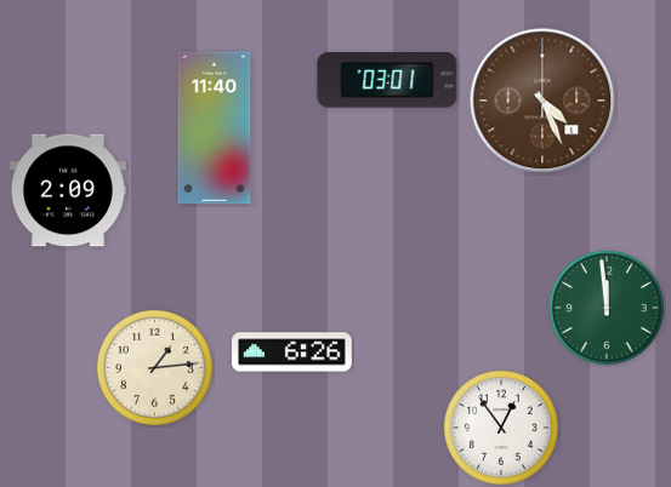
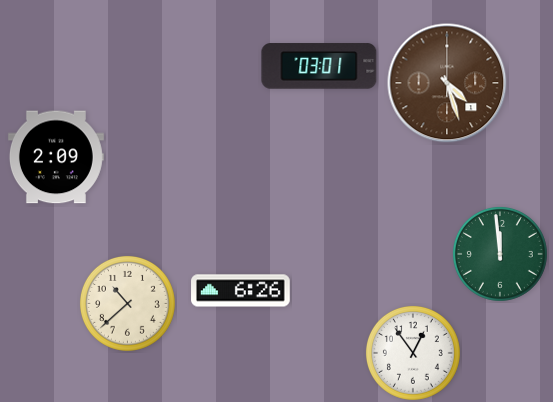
clock at (542, 101): 4:26 -> 4:27
clock at (215, 128): 11:40 -> none
clock at (154, 367): 1:14 -> 10:38
